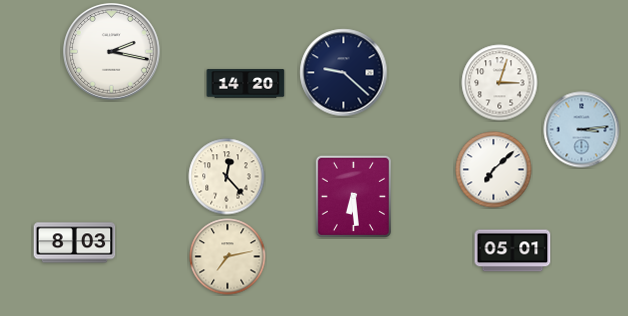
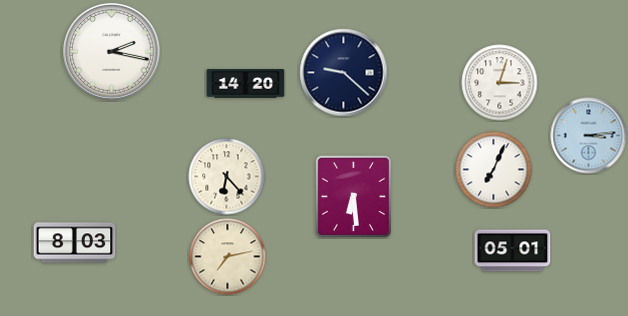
clock at (582, 130) position: (582, 130) -> (589, 136)
clock at (494, 170): 7:08 -> 7:04
clock at (227, 177): 12:23 -> 6:23
